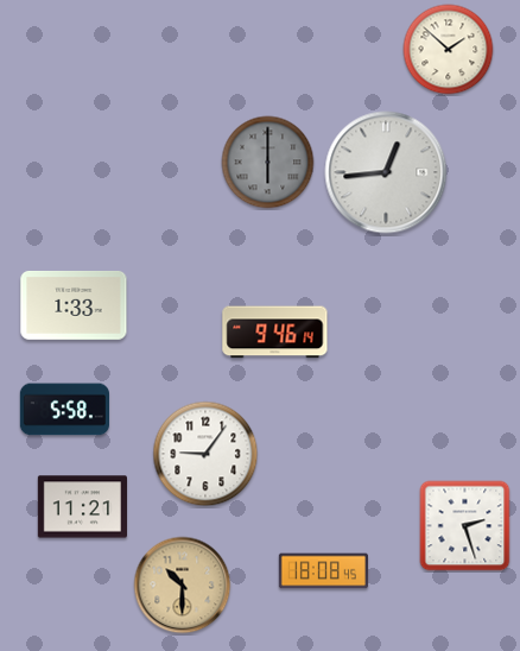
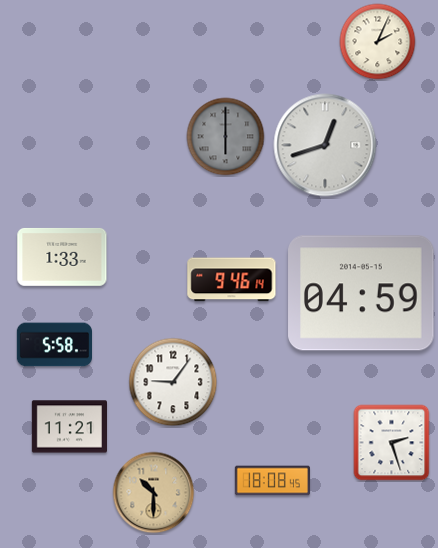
clock at (449, 50): 1:52 -> 2:04
clock at (386, 172): 12:44 -> 12:42
clock at (361, 293): none -> 04:59
